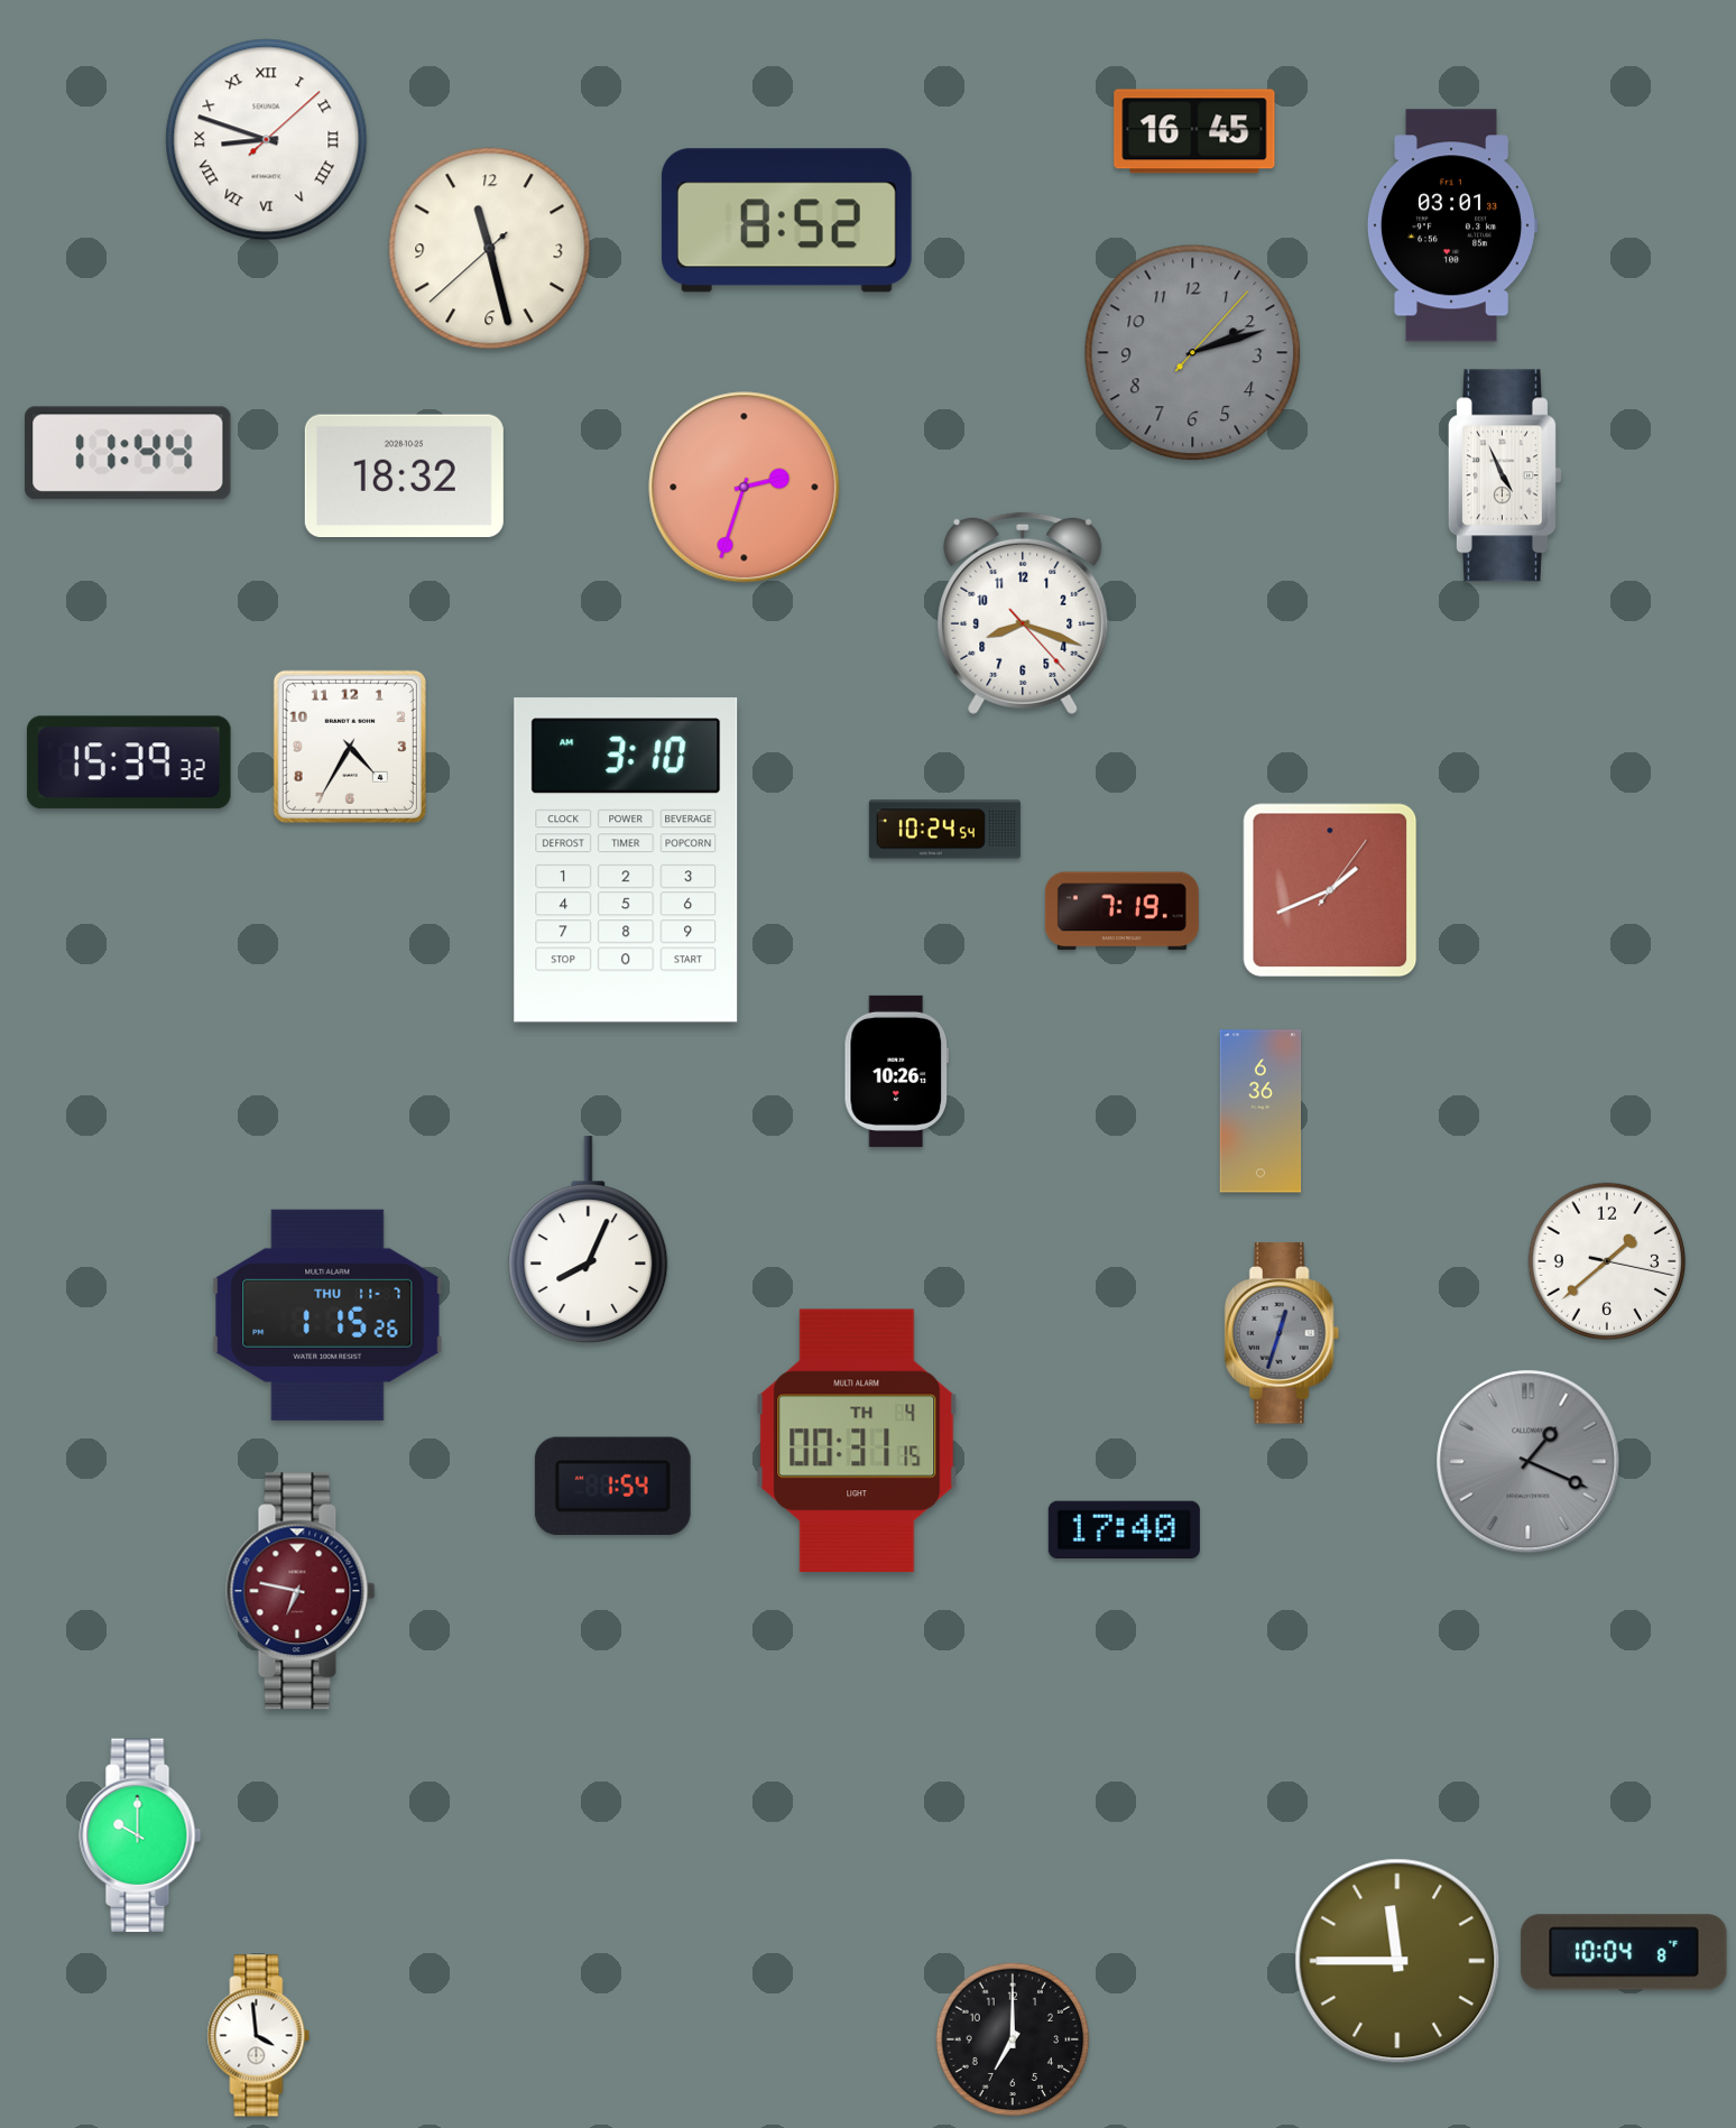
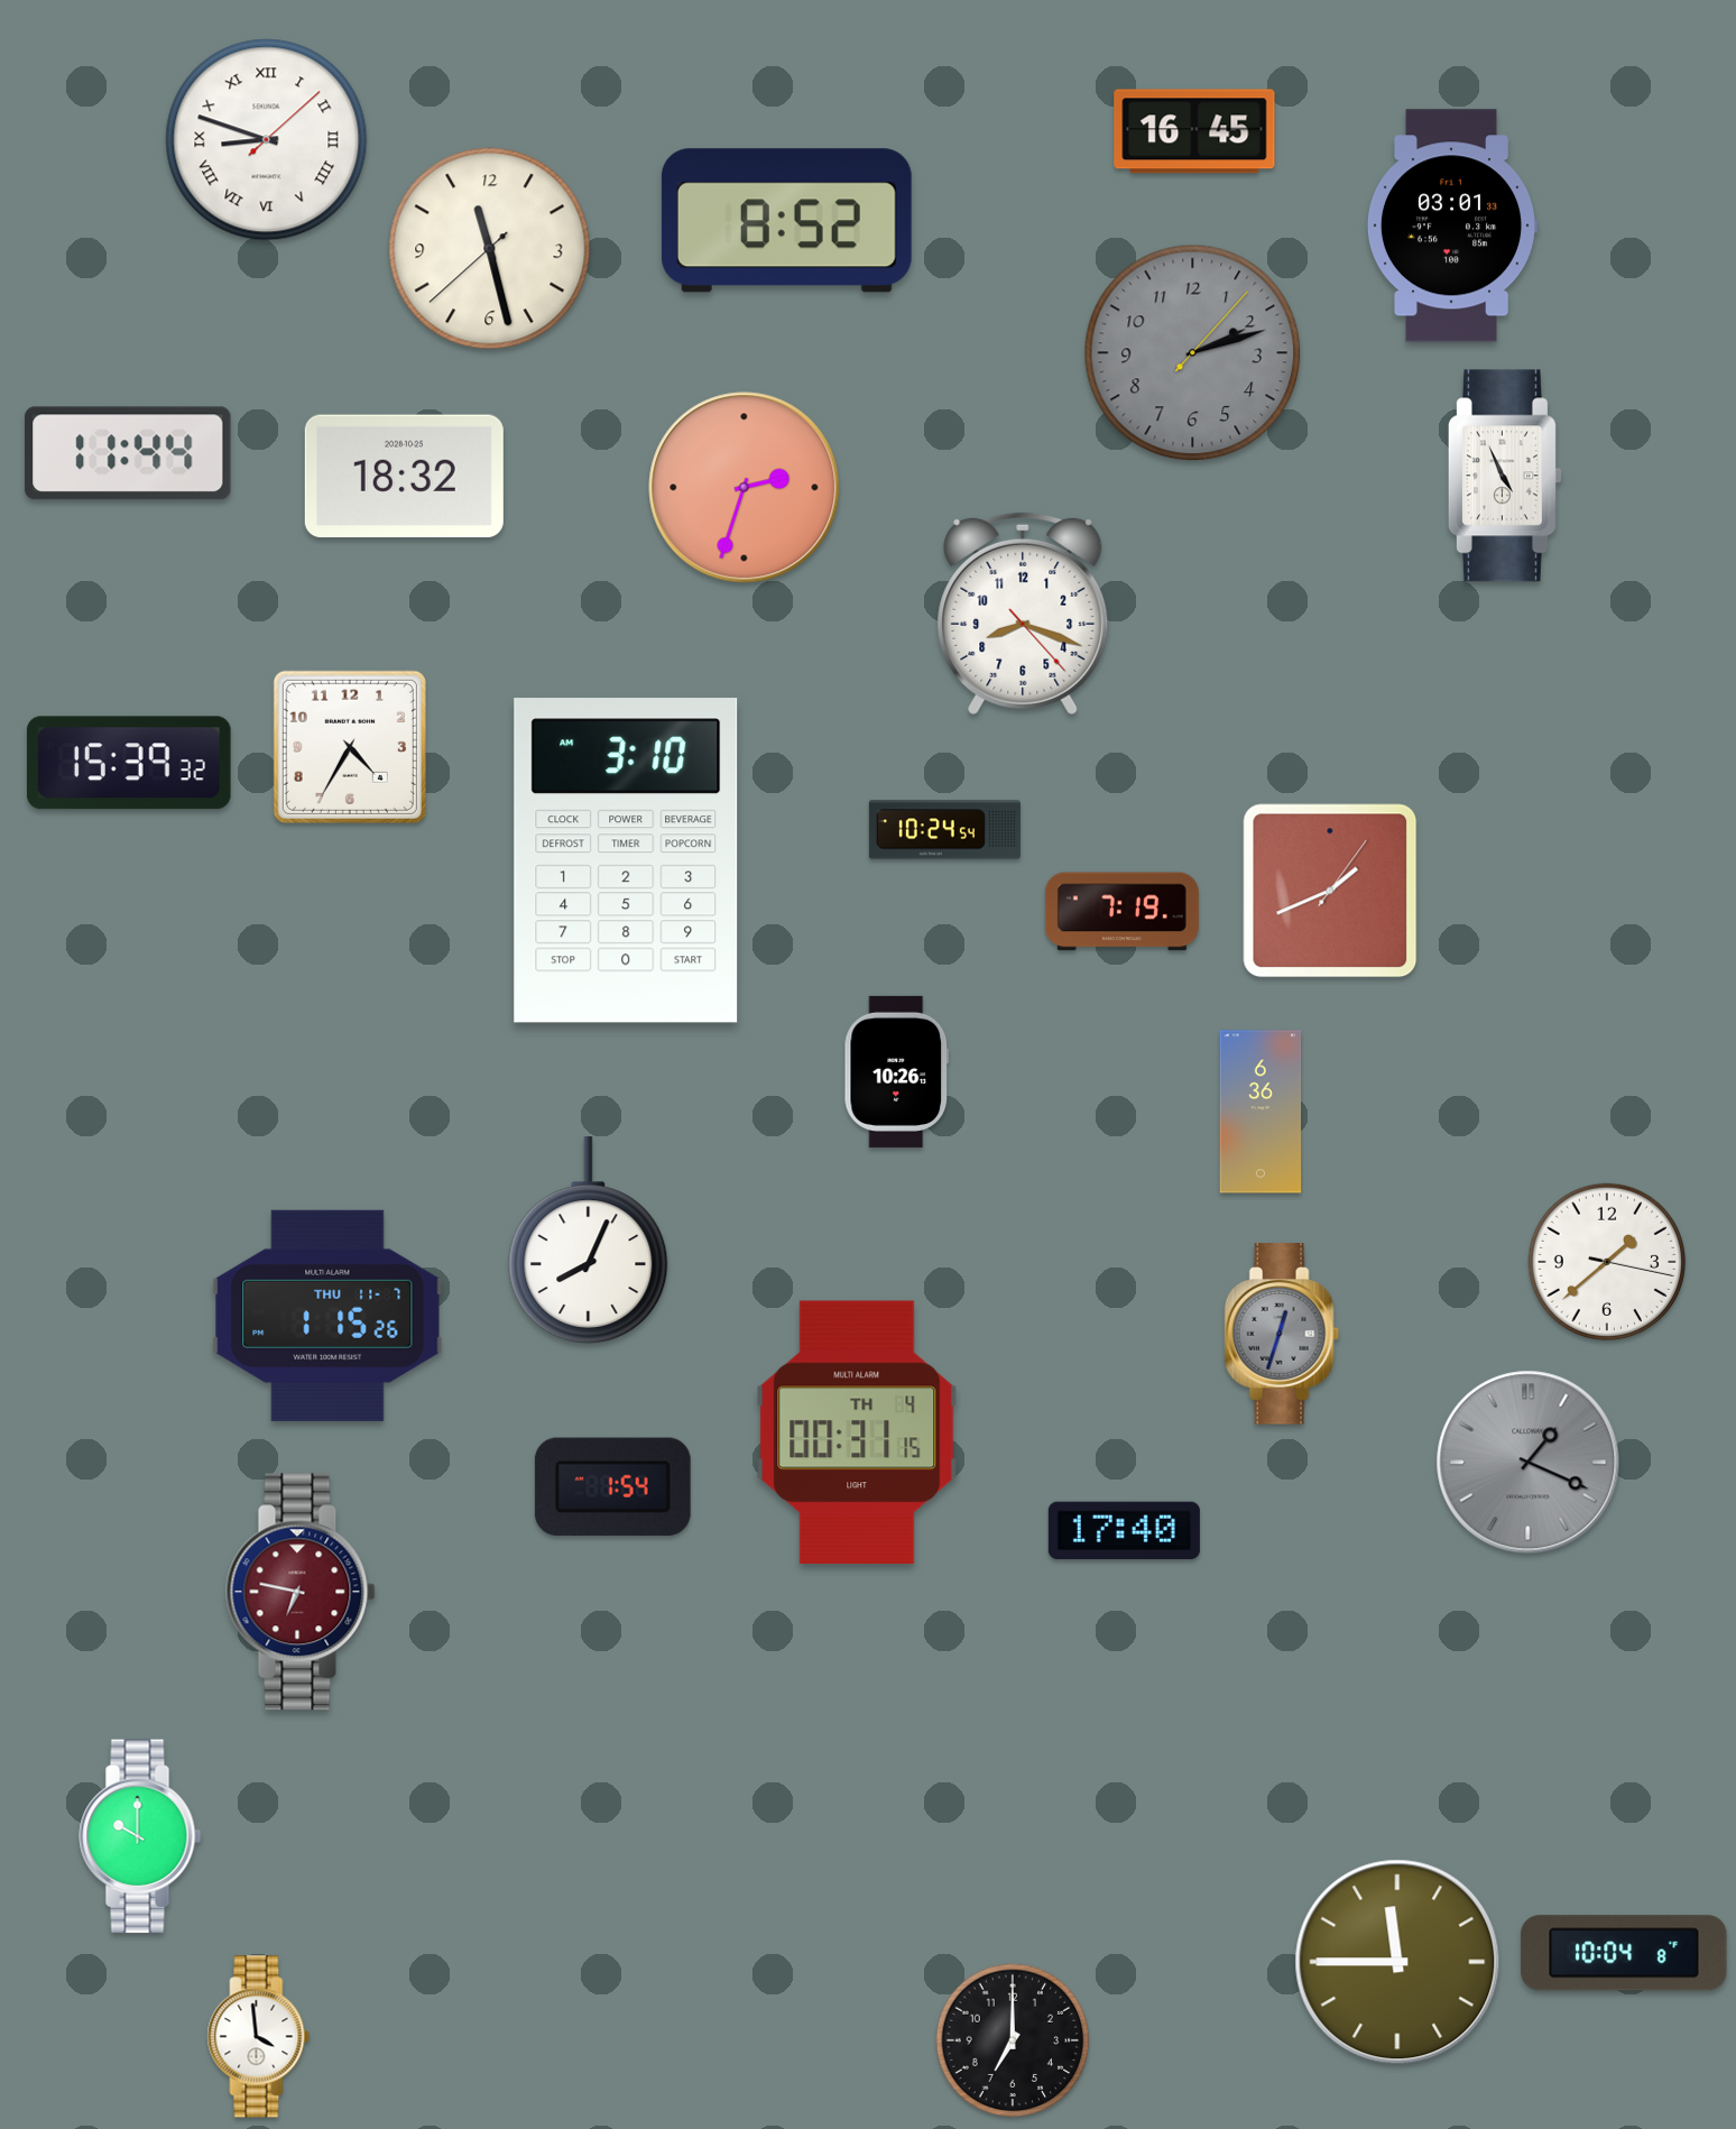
clock at (857, 1441) position: (857, 1441) -> (857, 1432)
